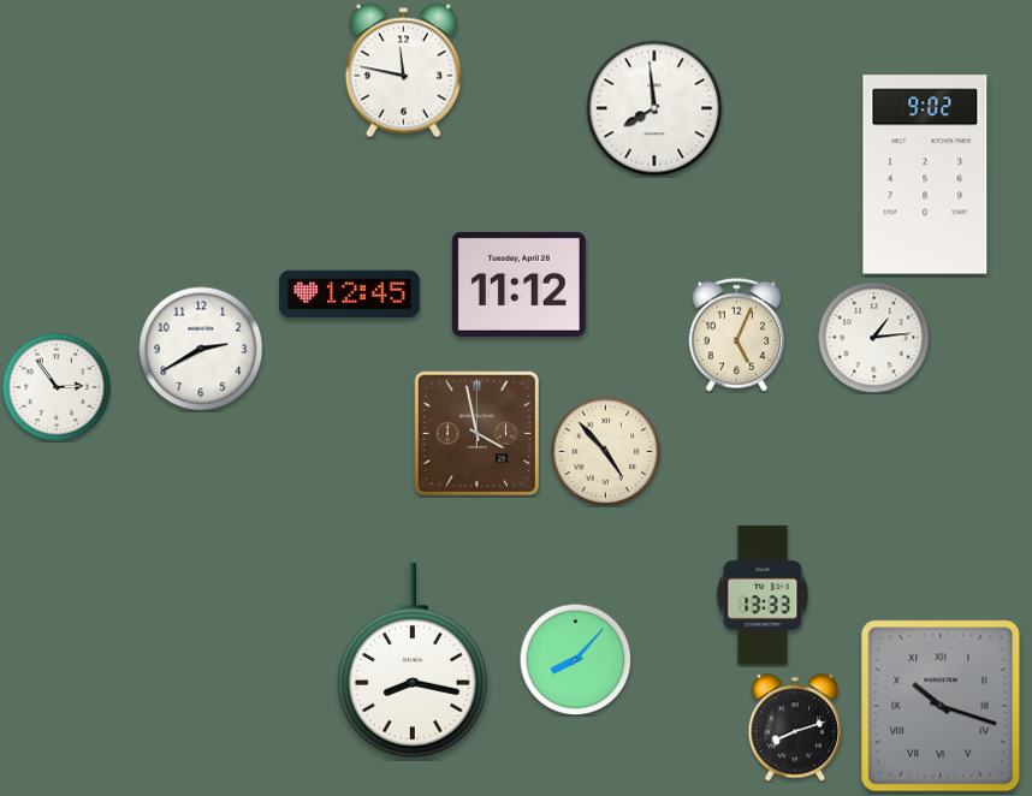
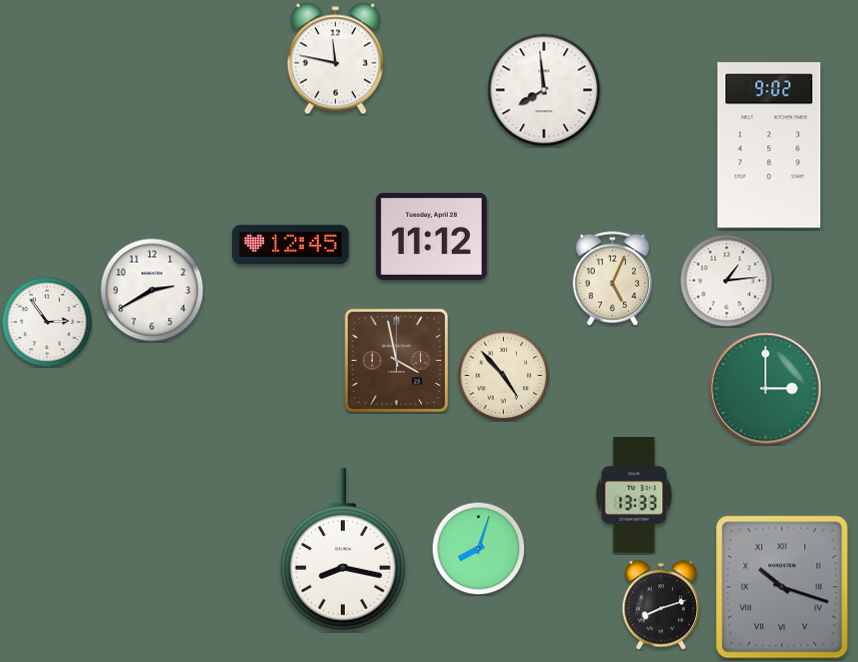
clock at (201, 349) position: (201, 349) -> (152, 290)
clock at (766, 389): none -> 3:00
clock at (575, 659): 8:07 -> 8:03
